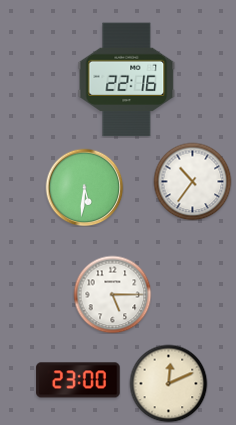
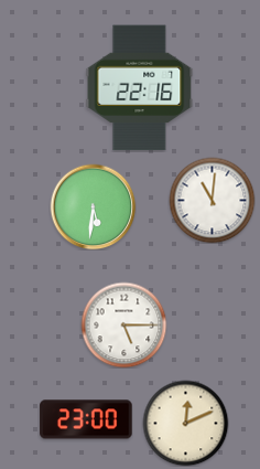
clock at (192, 181): 10:36 -> 11:01
